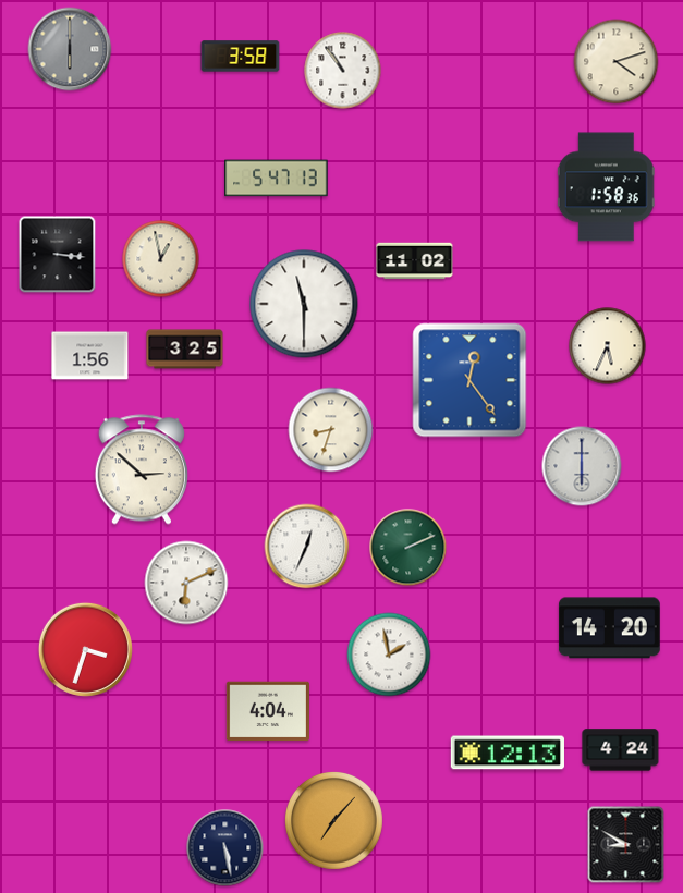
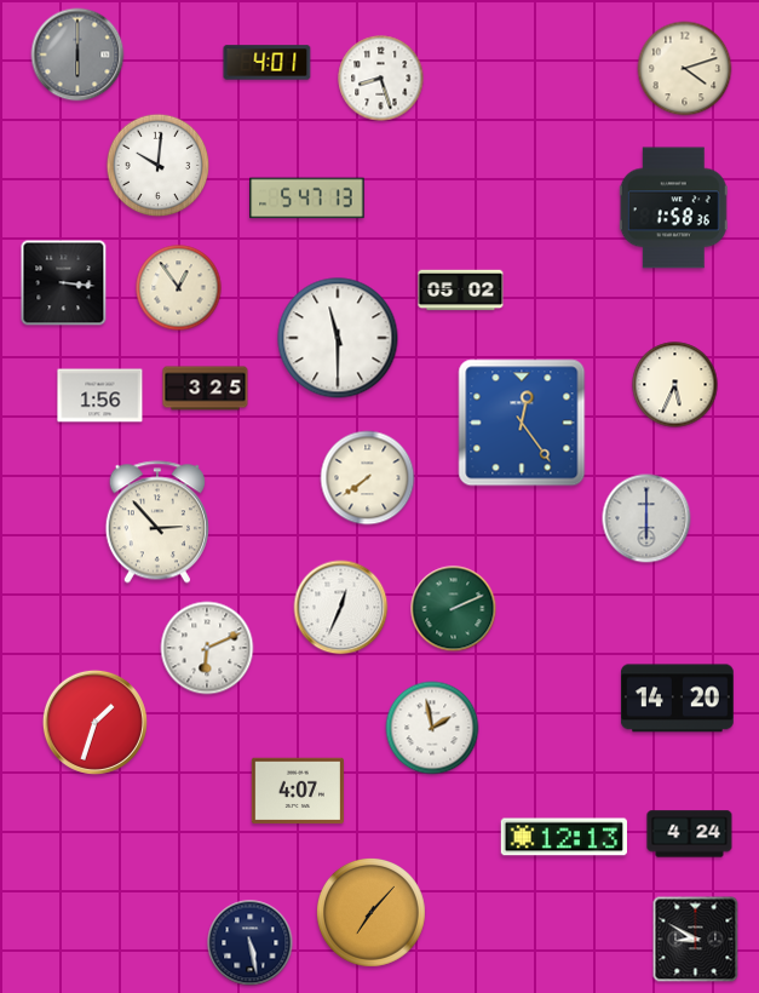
clock at (241, 57): 3:58 -> 4:01
clock at (343, 71): 10:54 -> 8:27
clock at (159, 166): none -> 10:01
clock at (161, 259): 12:58 -> 12:54
clock at (415, 261): 11:02 -> 05:02
clock at (331, 430): 8:33 -> 7:39
clock at (142, 469): 2:52 -> 2:53
clock at (85, 649): 3:33 -> 1:33
clock at (267, 711): 4:04 -> 4:07
